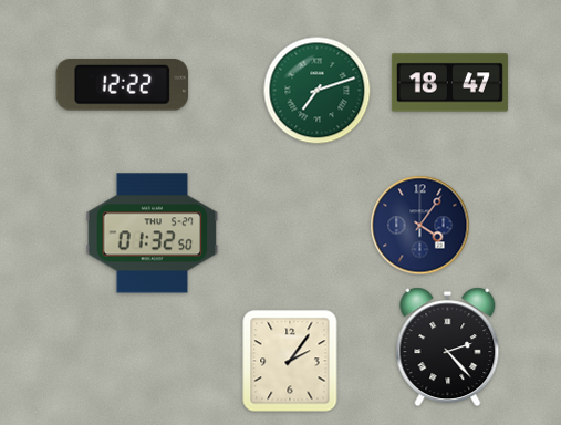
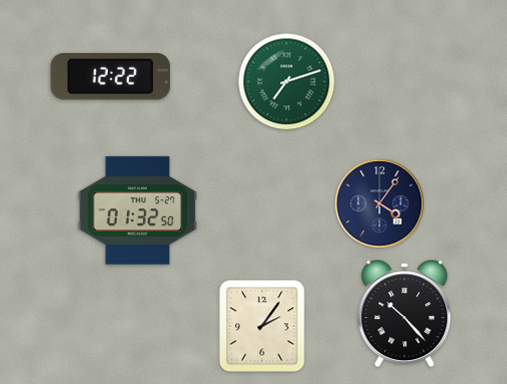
clock at (449, 83): 18:47 -> none
clock at (448, 348): 2:23 -> 10:23
